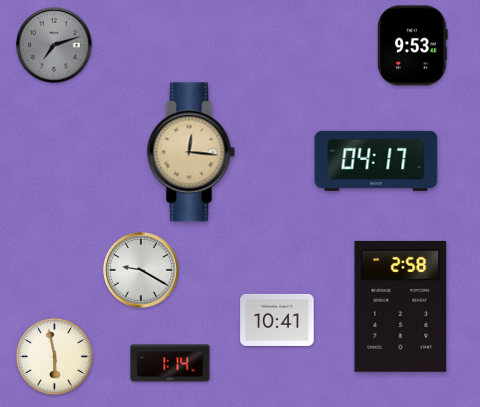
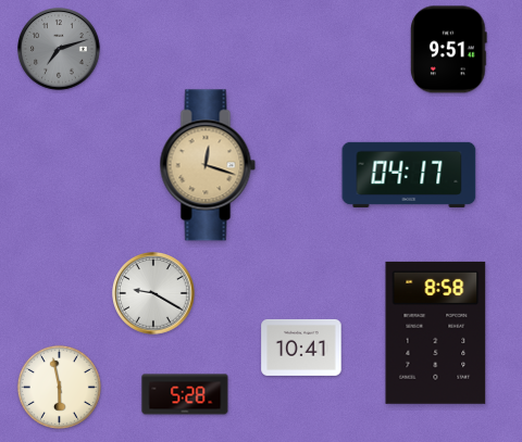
clock at (413, 46): 9:53 -> 9:51
clock at (191, 152): 12:16 -> 12:18
clock at (401, 306): 2:58 -> 8:58
clock at (170, 363): 1:14 -> 5:28
